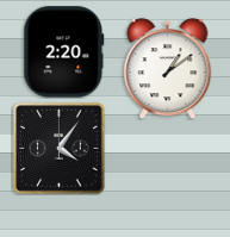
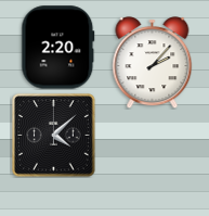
clock at (168, 69): 1:09 -> 2:07
clock at (60, 149): 4:06 -> 4:08
